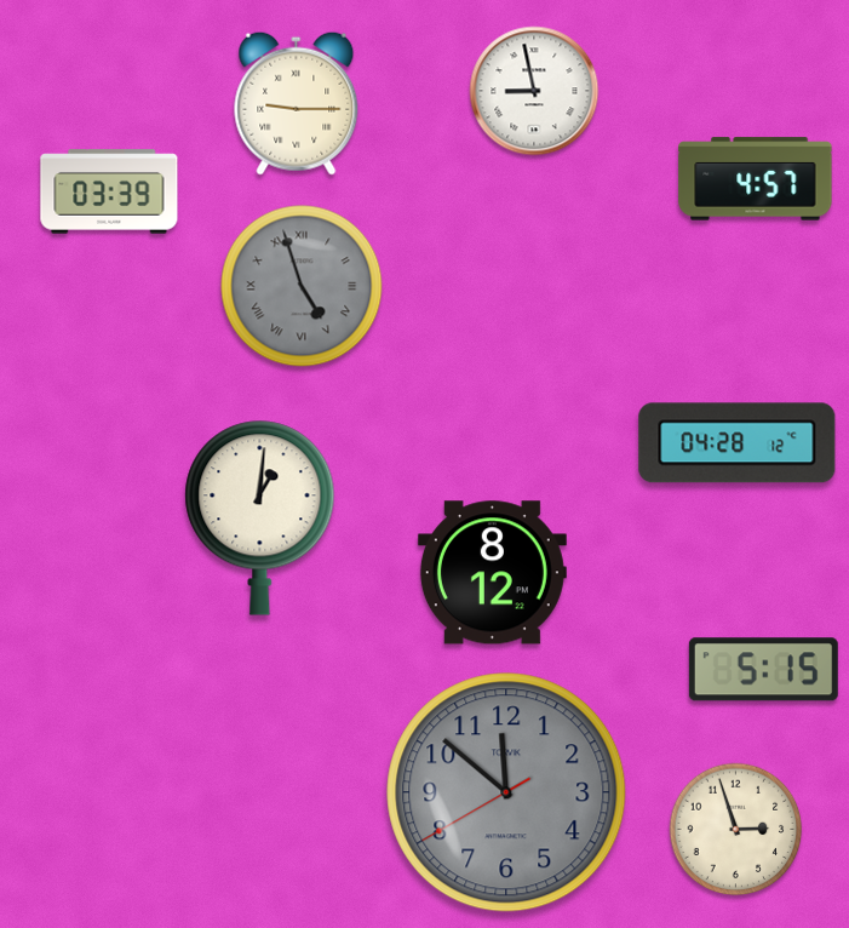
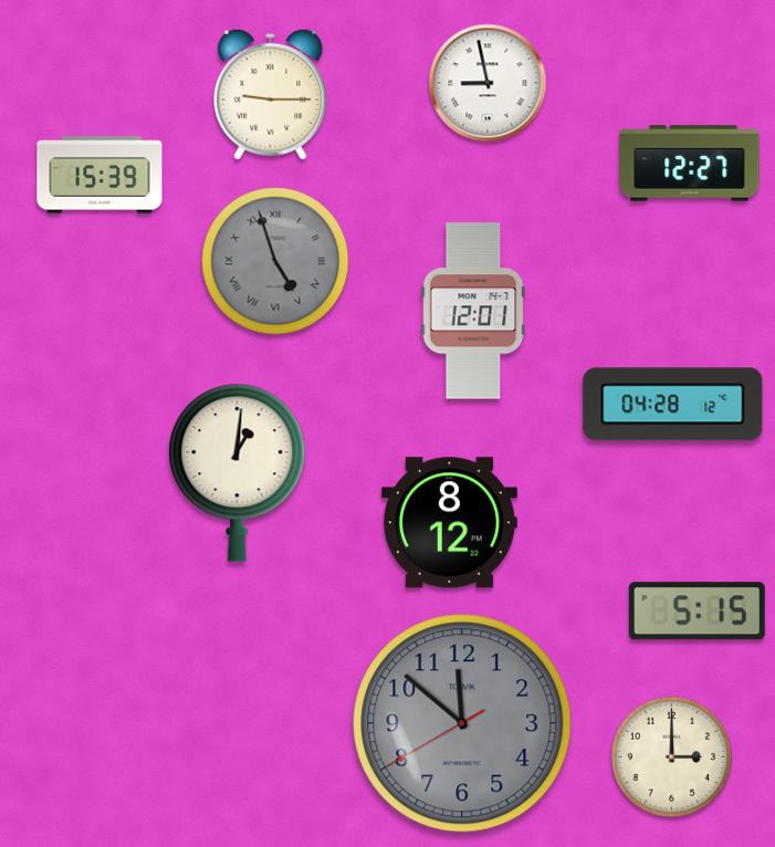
clock at (756, 179): 4:57 -> 12:27
clock at (109, 191): 03:39 -> 15:39
clock at (473, 311): none -> 12:01
clock at (736, 830): 2:57 -> 3:00
